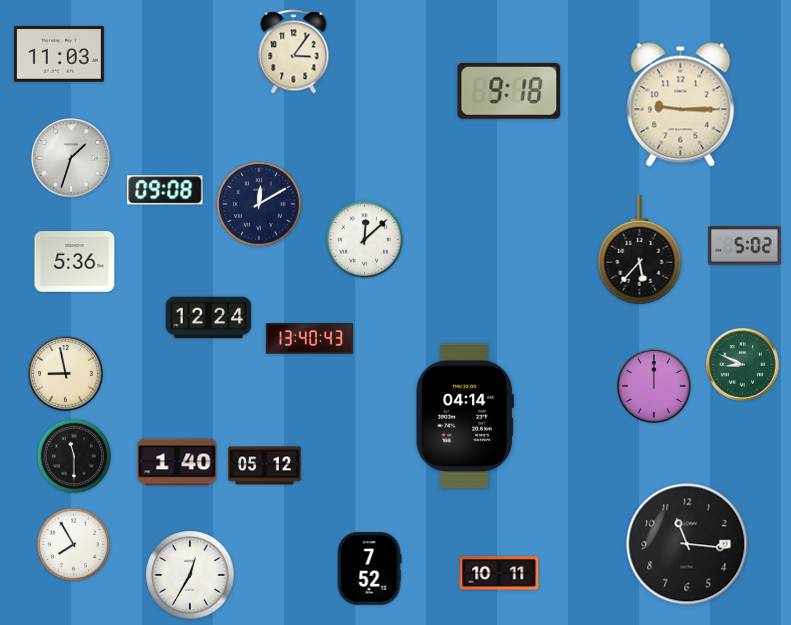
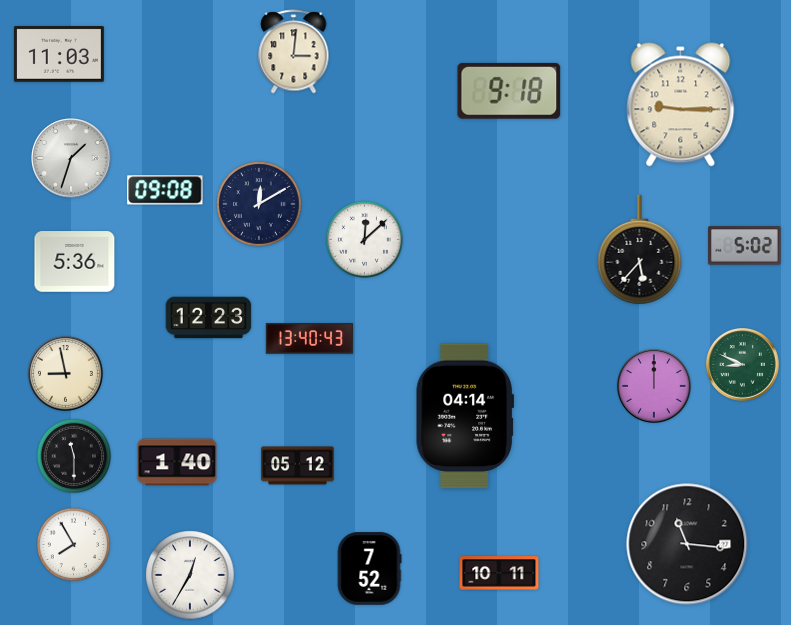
clock at (294, 52): 3:06 -> 3:01
clock at (209, 318): 12:24 -> 12:23
clock at (265, 466) position: (265, 466) -> (298, 466)
